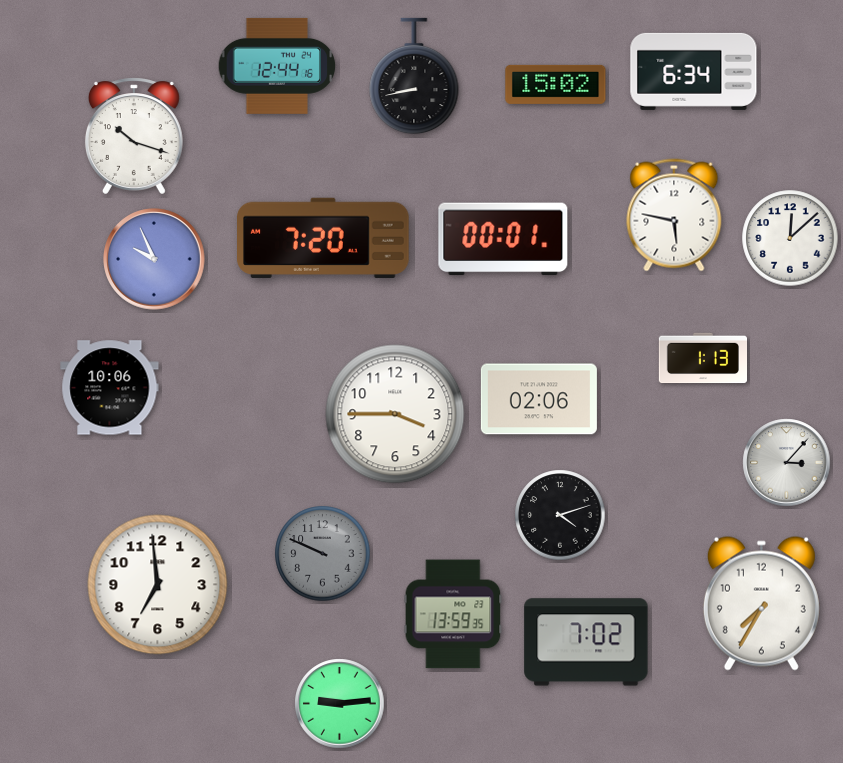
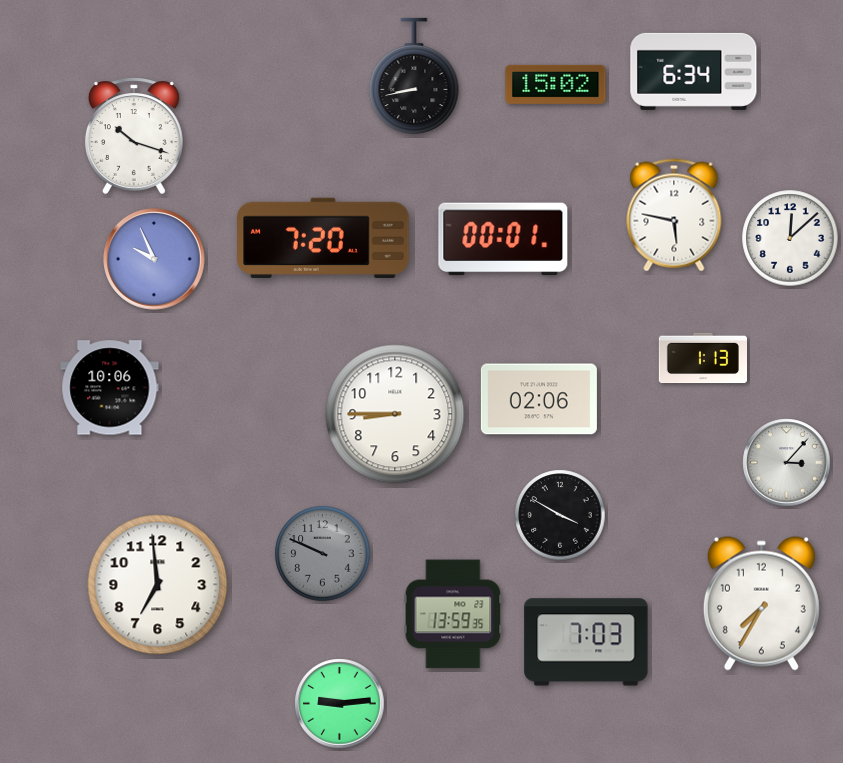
clock at (277, 66): 12:44 -> none
clock at (395, 414): 3:45 -> 8:45
clock at (560, 515): 4:12 -> 3:50
clock at (586, 642): 7:02 -> 7:03
